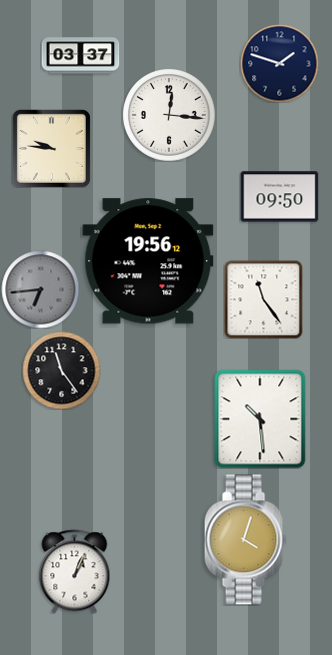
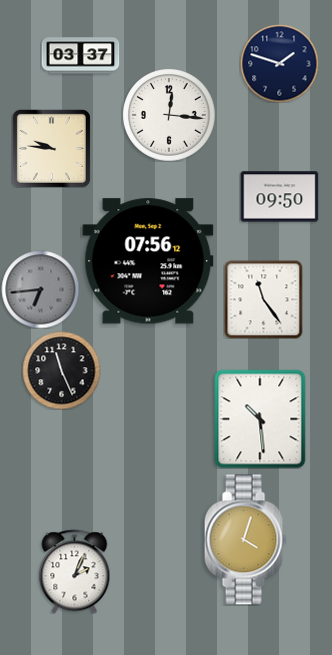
clock at (148, 261): 19:56 -> 07:56
clock at (61, 370): 11:24 -> 11:26
clock at (75, 571): 1:04 -> 2:04
